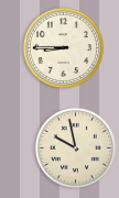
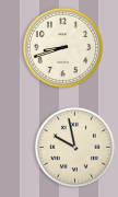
clock at (63, 47): 8:45 -> 8:42
